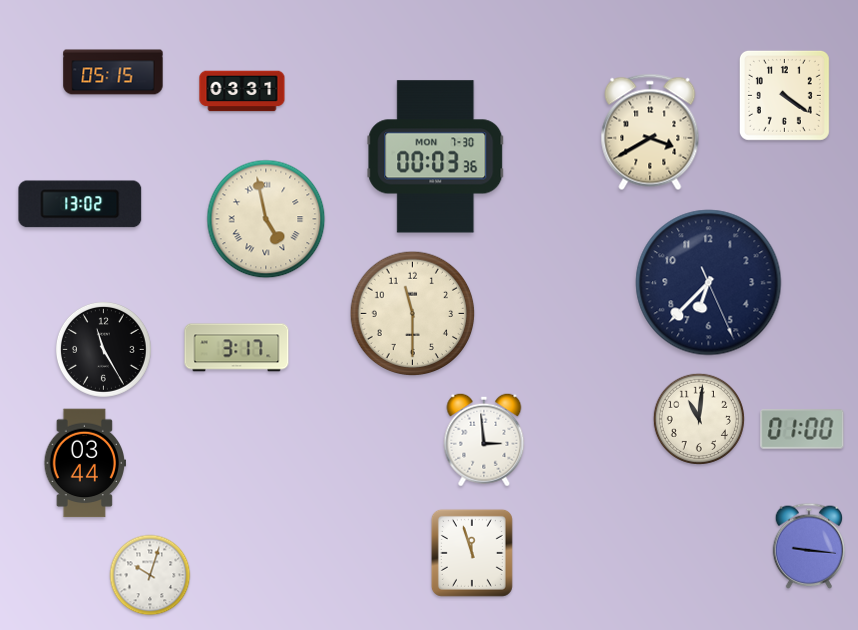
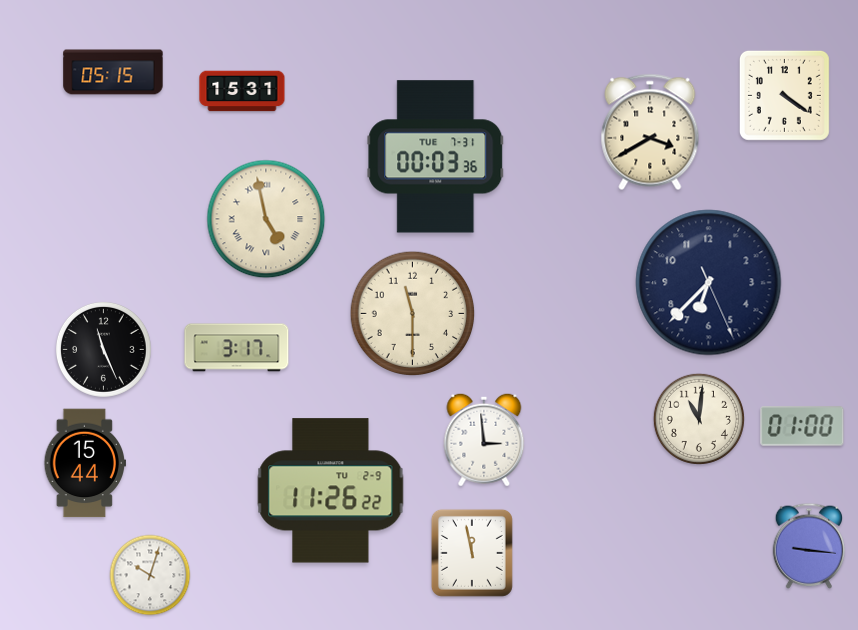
clock at (242, 91): 03:31 -> 15:31
clock at (436, 157) date: MON 7-30 -> TUE 7-31
clock at (80, 204): 13:02 -> none
clock at (103, 349): 11:25 -> 11:26
clock at (802, 429) position: (802, 429) -> (802, 426)
clock at (84, 463): 03:44 -> 15:44
clock at (331, 491): none -> 11:26
clock at (472, 553): 11:57 -> 11:58
